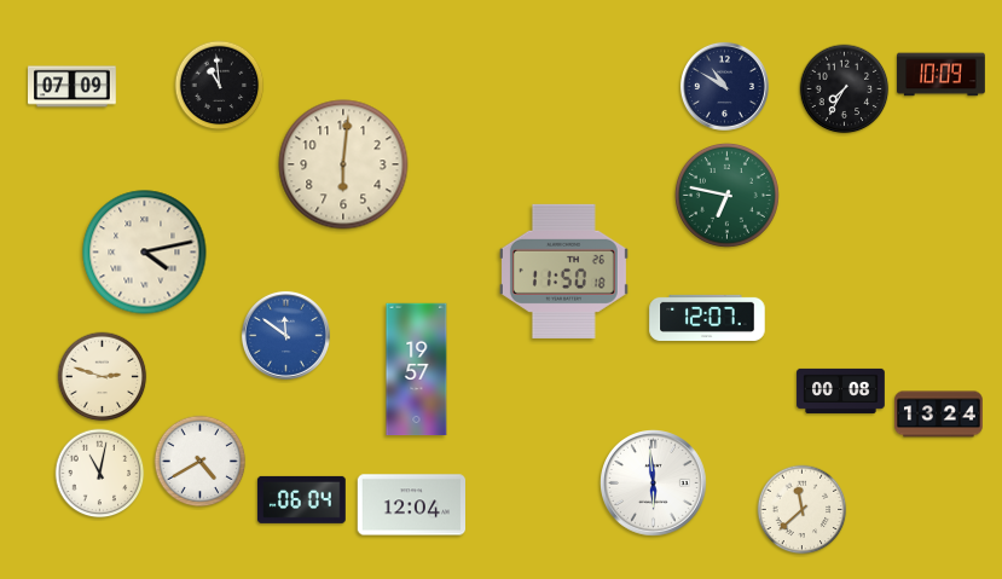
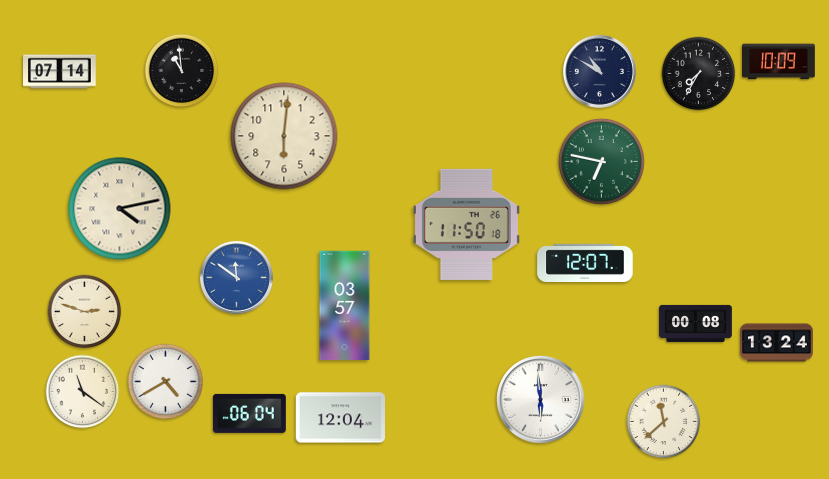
clock at (73, 87): 07:09 -> 07:14
clock at (417, 370): 19:57 -> 03:57
clock at (100, 474): 11:02 -> 11:21
